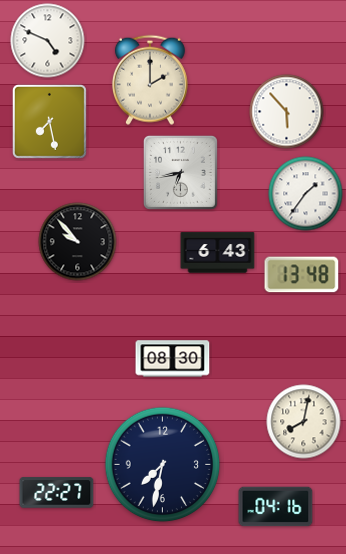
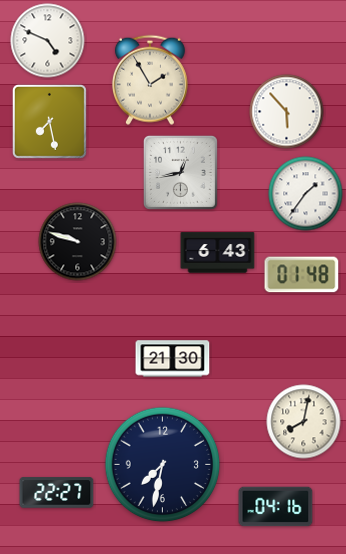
clock at (150, 80): 2:00 -> 1:55
clock at (180, 172): 6:43 -> 12:43
clock at (78, 242): 9:53 -> 9:48
clock at (302, 275): 13:48 -> 01:48
clock at (173, 359): 08:30 -> 21:30
